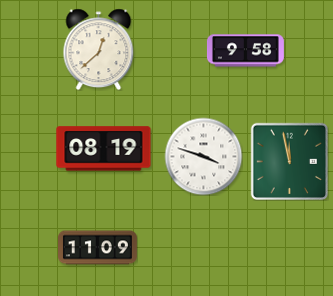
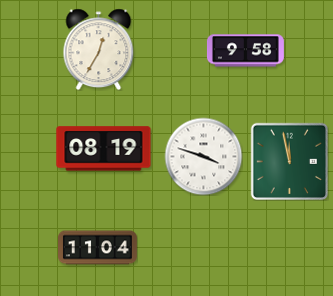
clock at (99, 49): 12:38 -> 12:35
clock at (98, 248): 11:09 -> 11:04
